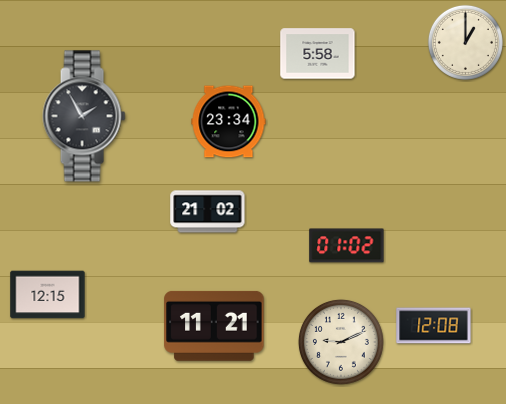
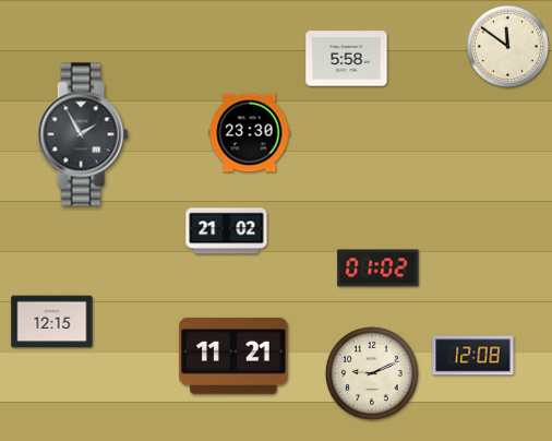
clock at (465, 42): 1:00 -> 11:51
clock at (84, 116) position: (84, 116) -> (83, 134)
clock at (229, 122): 23:34 -> 23:30
